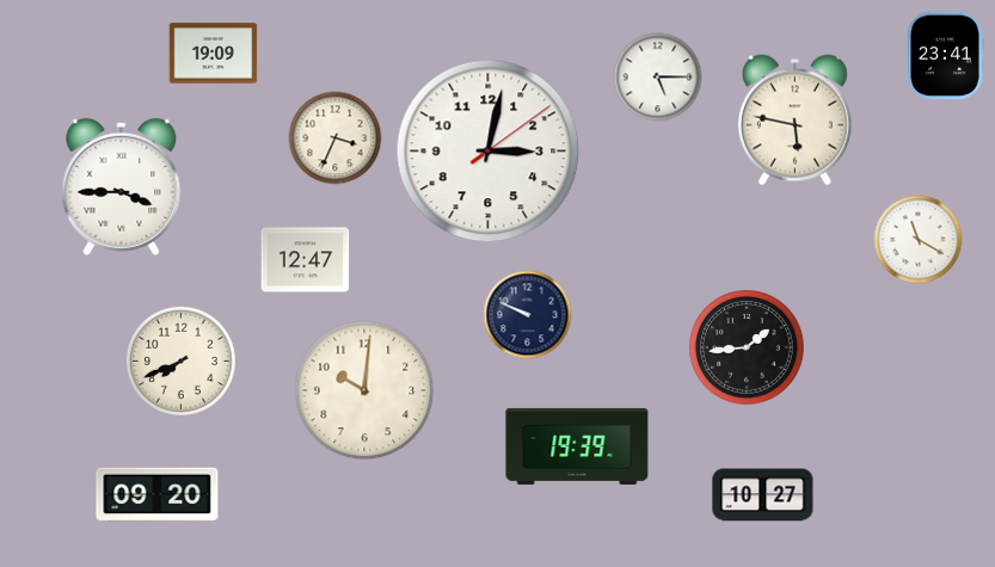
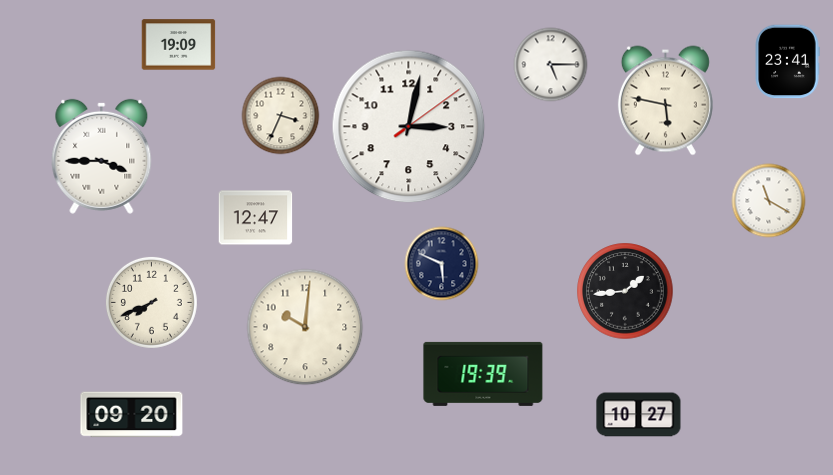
clock at (945, 56) position: (945, 56) -> (787, 62)
clock at (528, 315): 9:49 -> 5:49
